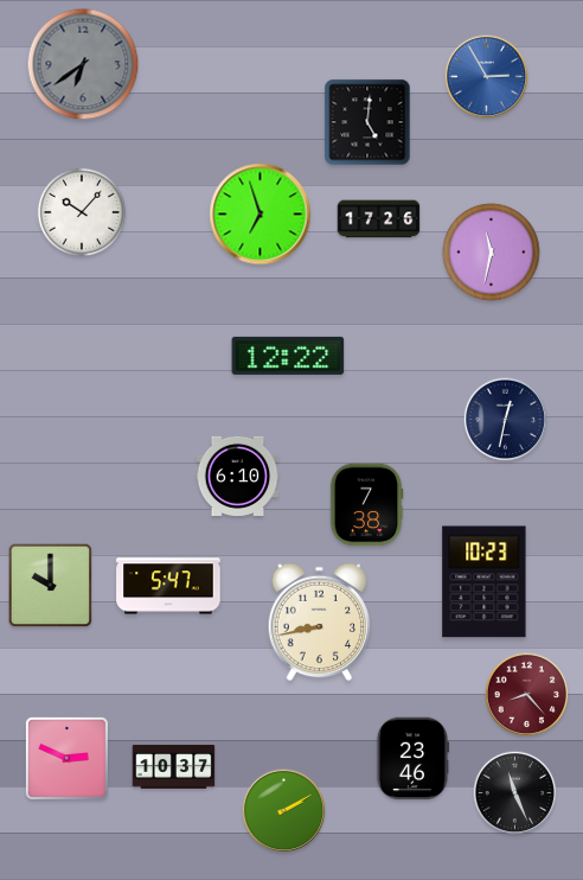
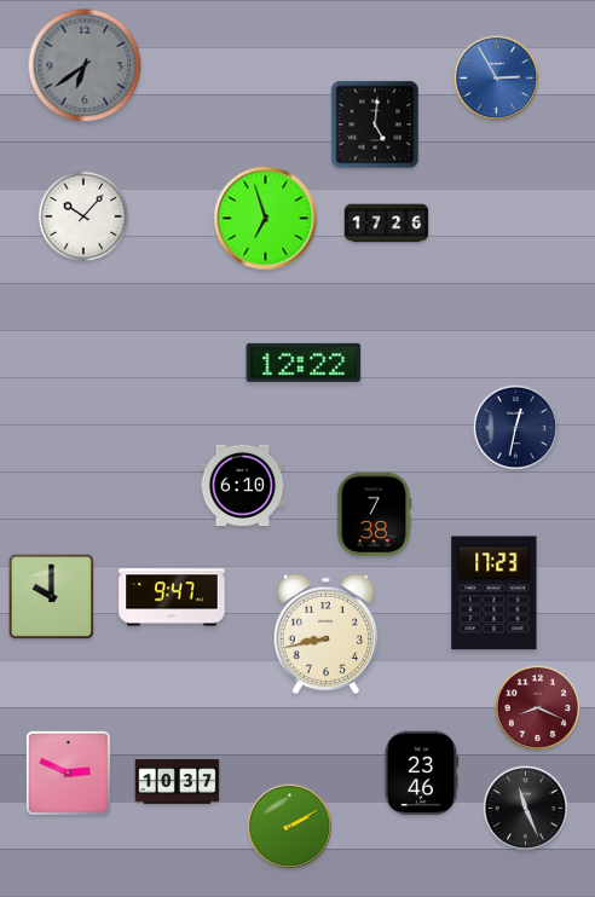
clock at (492, 253): 11:32 -> none
clock at (288, 356) position: (288, 356) -> (304, 363)
clock at (485, 582): 10:23 -> 17:23
clock at (168, 586): 5:47 -> 9:47
clock at (527, 695): 8:23 -> 8:19
